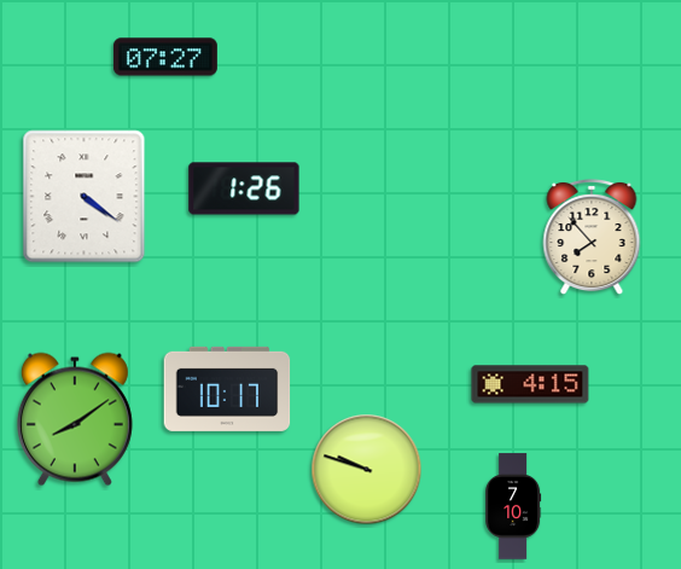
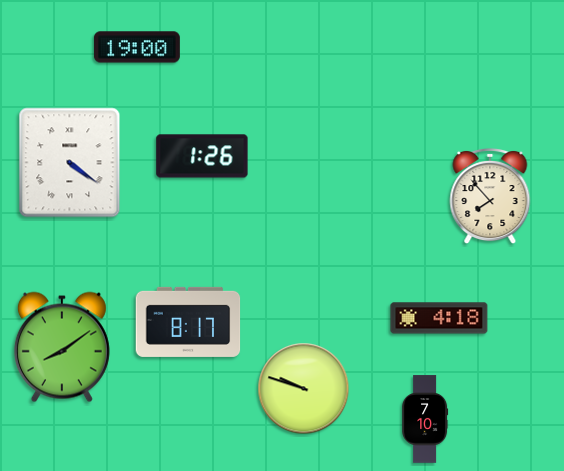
clock at (165, 57): 07:27 -> 19:00
clock at (530, 384): 4:15 -> 4:18
clock at (227, 389): 10:17 -> 8:17
